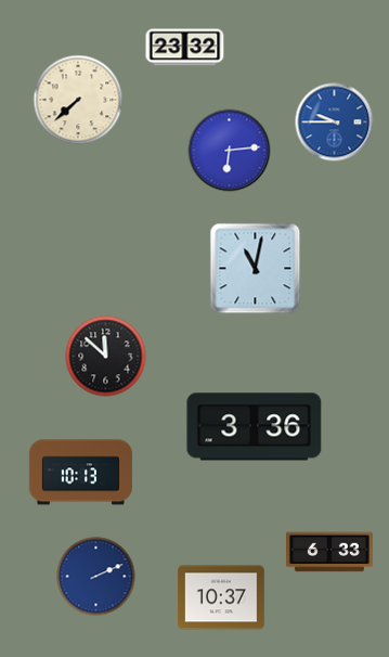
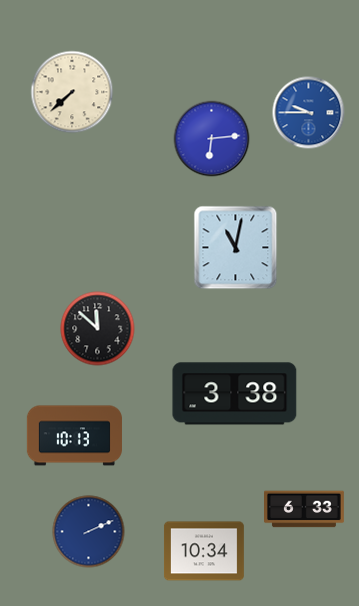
clock at (185, 48): 23:32 -> none
clock at (255, 427): 3:36 -> 3:38
clock at (221, 597): 10:37 -> 10:34
